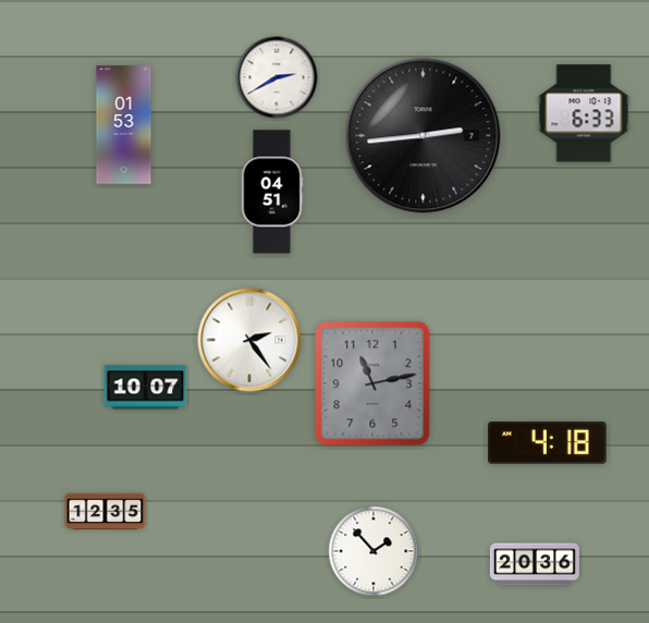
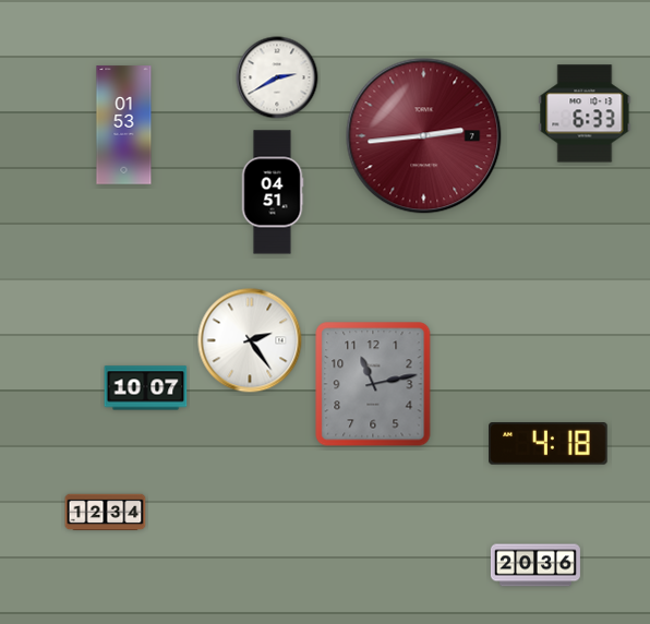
clock at (424, 136) dial: black -> burgundy
clock at (106, 512): 12:35 -> 12:34
clock at (374, 551): 1:53 -> none
